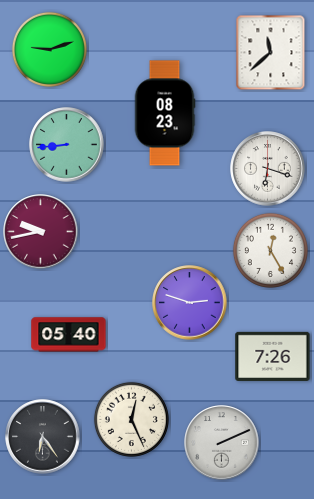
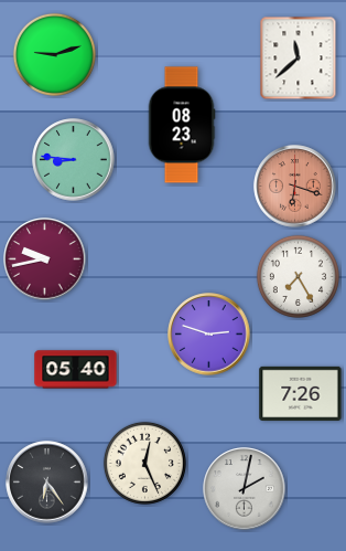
clock at (67, 145): 8:44 -> 8:46
clock at (268, 169) dial: white -> salmon
clock at (41, 232) position: (41, 232) -> (45, 259)
clock at (270, 250): 12:25 -> 7:25
clock at (222, 443): 2:11 -> 2:02
